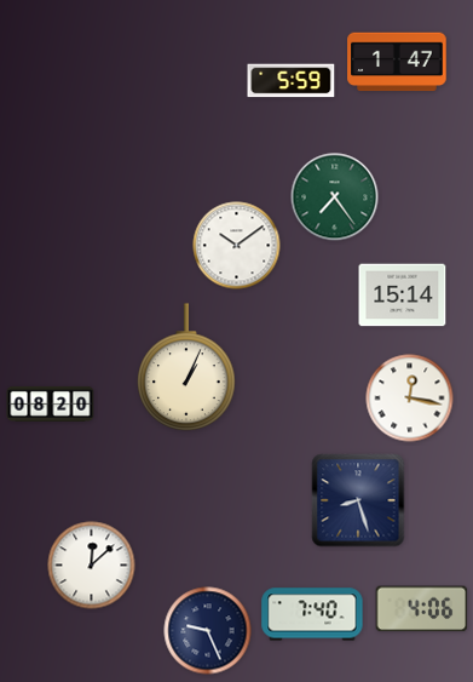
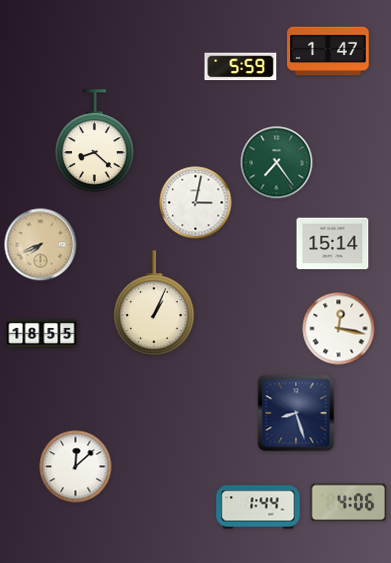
clock at (95, 141): none -> 8:22
clock at (237, 246): 10:09 -> 3:02
clock at (41, 245): none -> 7:41
clock at (51, 403): 08:20 -> 18:55
clock at (312, 614): 7:40 -> 1:44
clock at (208, 631): 9:26 -> none
